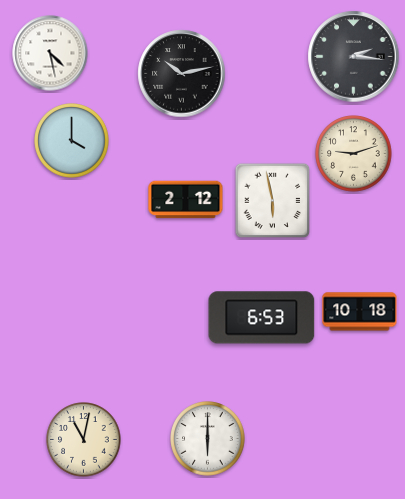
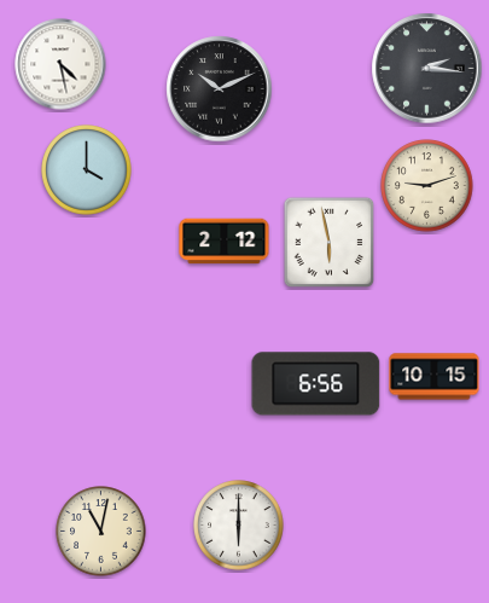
clock at (182, 74): 10:13 -> 10:11
clock at (360, 312): 10:18 -> 10:15
clock at (262, 318): 6:53 -> 6:56
clock at (208, 439) position: (208, 439) -> (239, 526)
